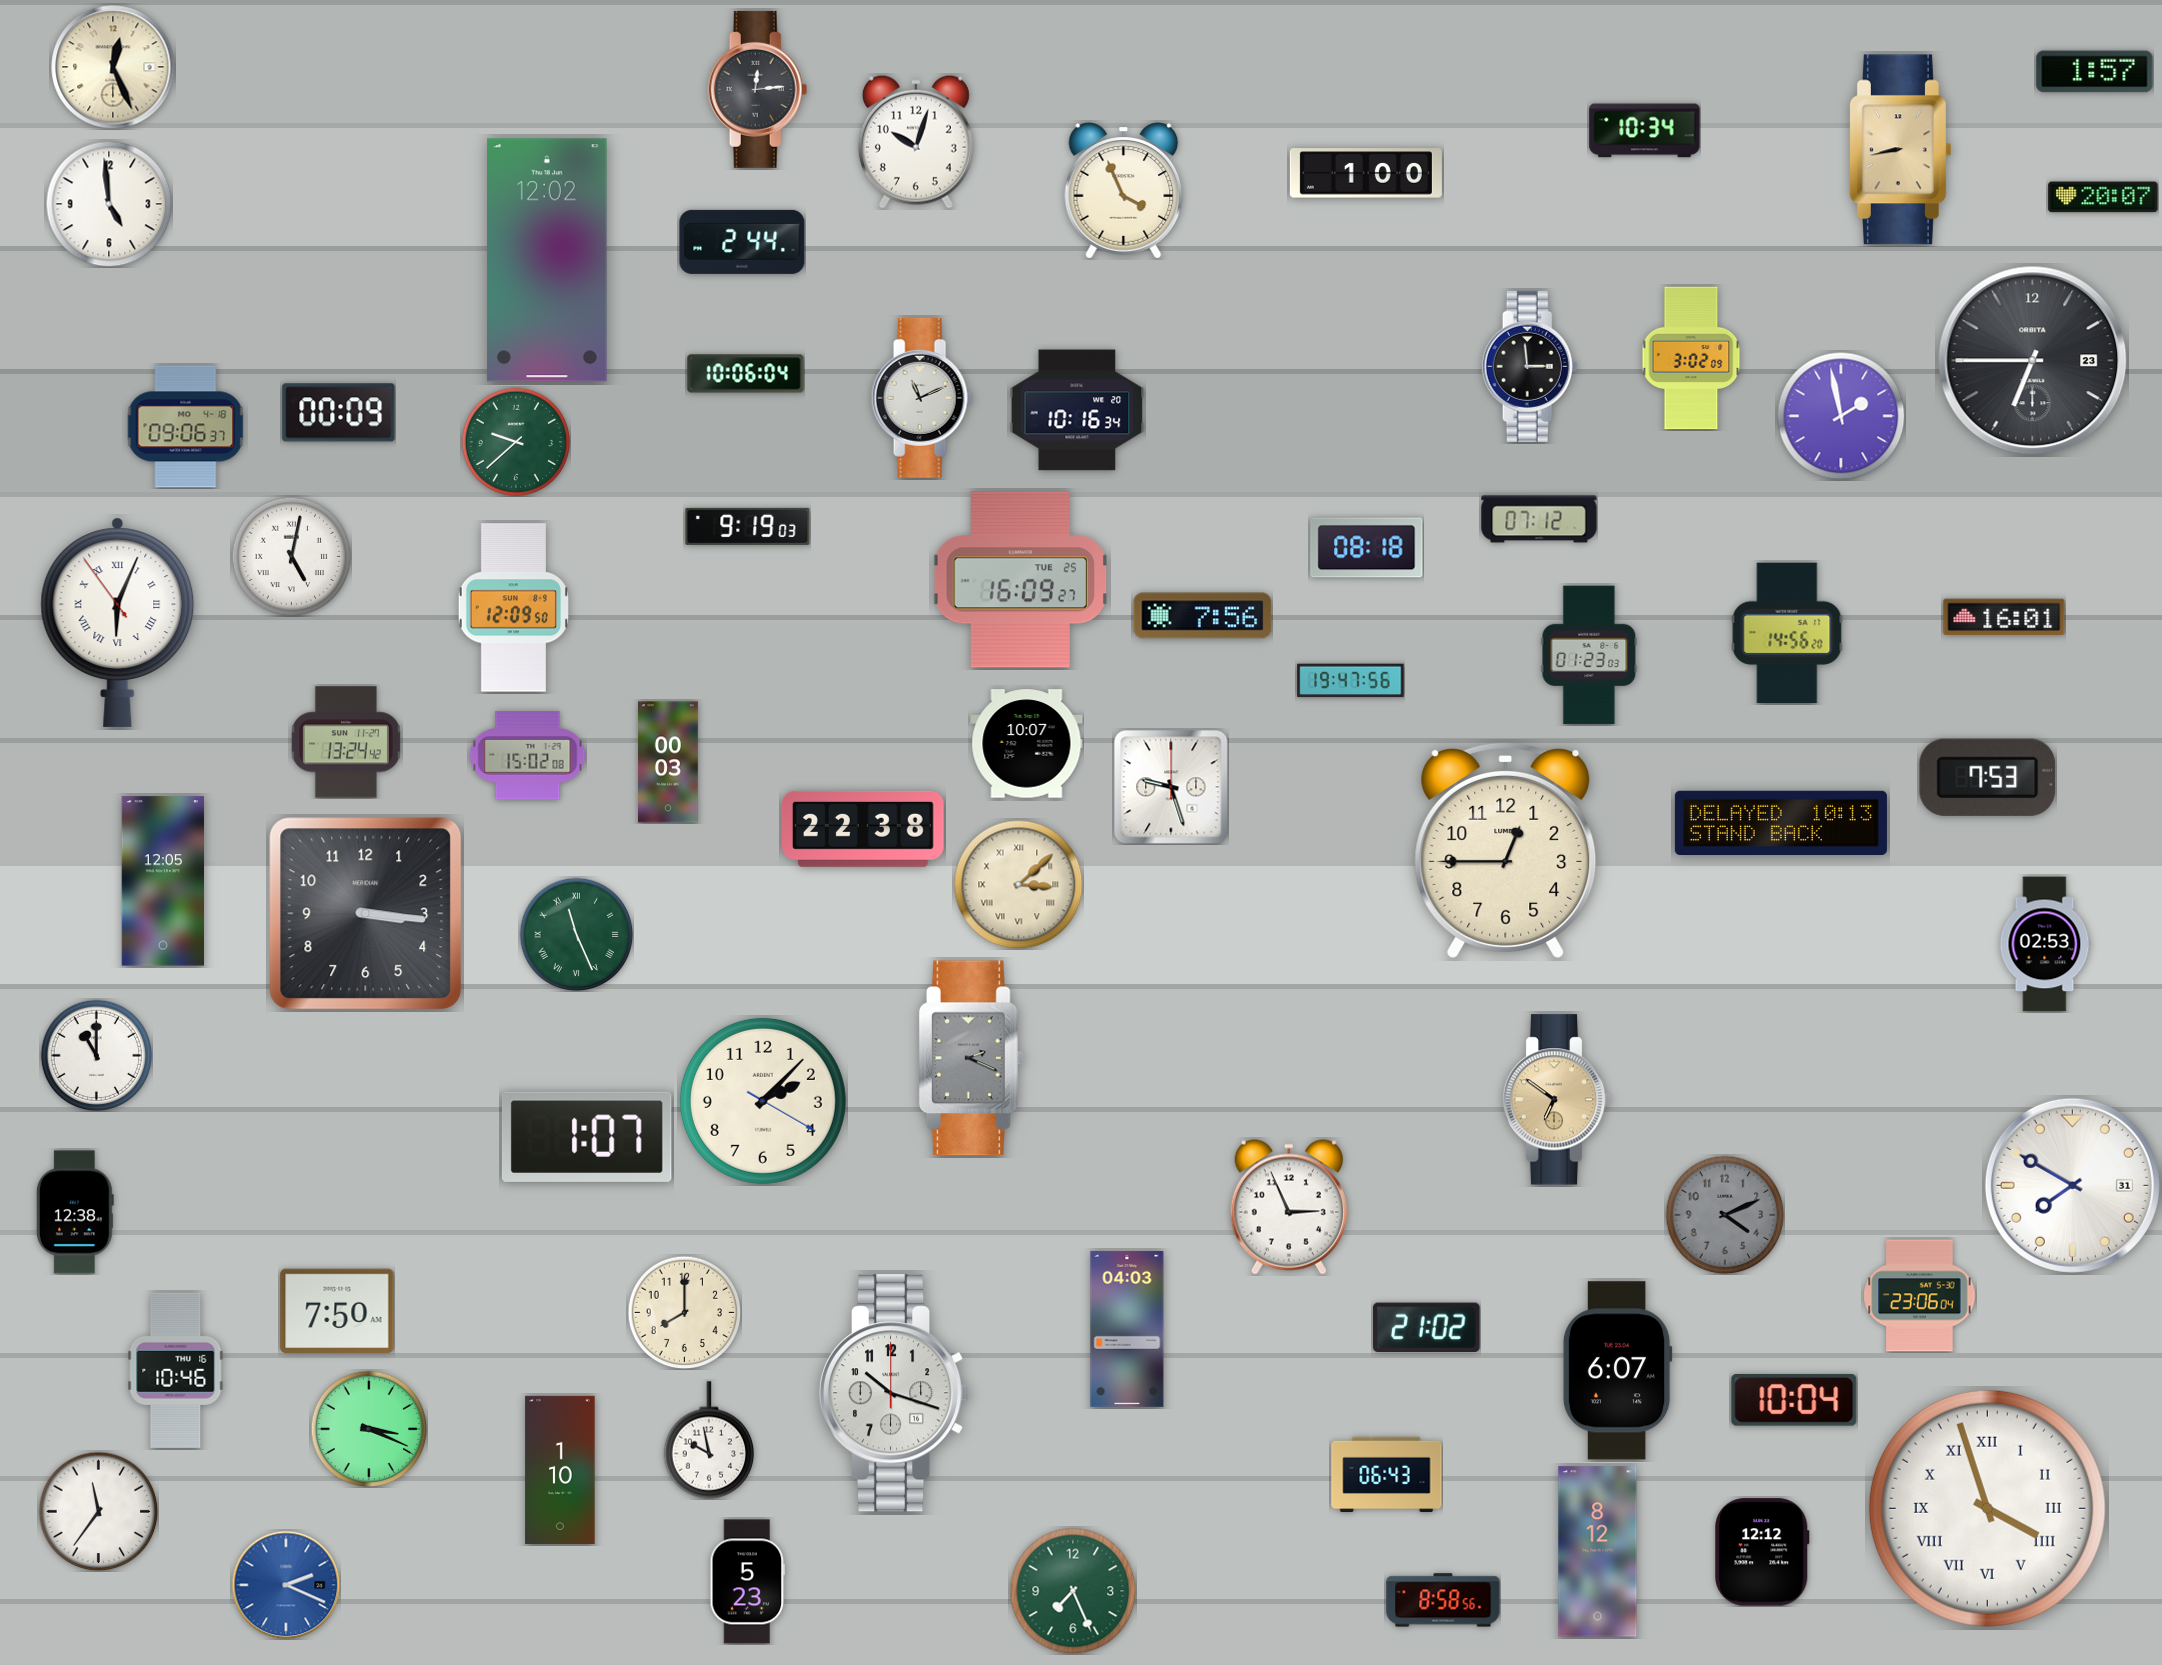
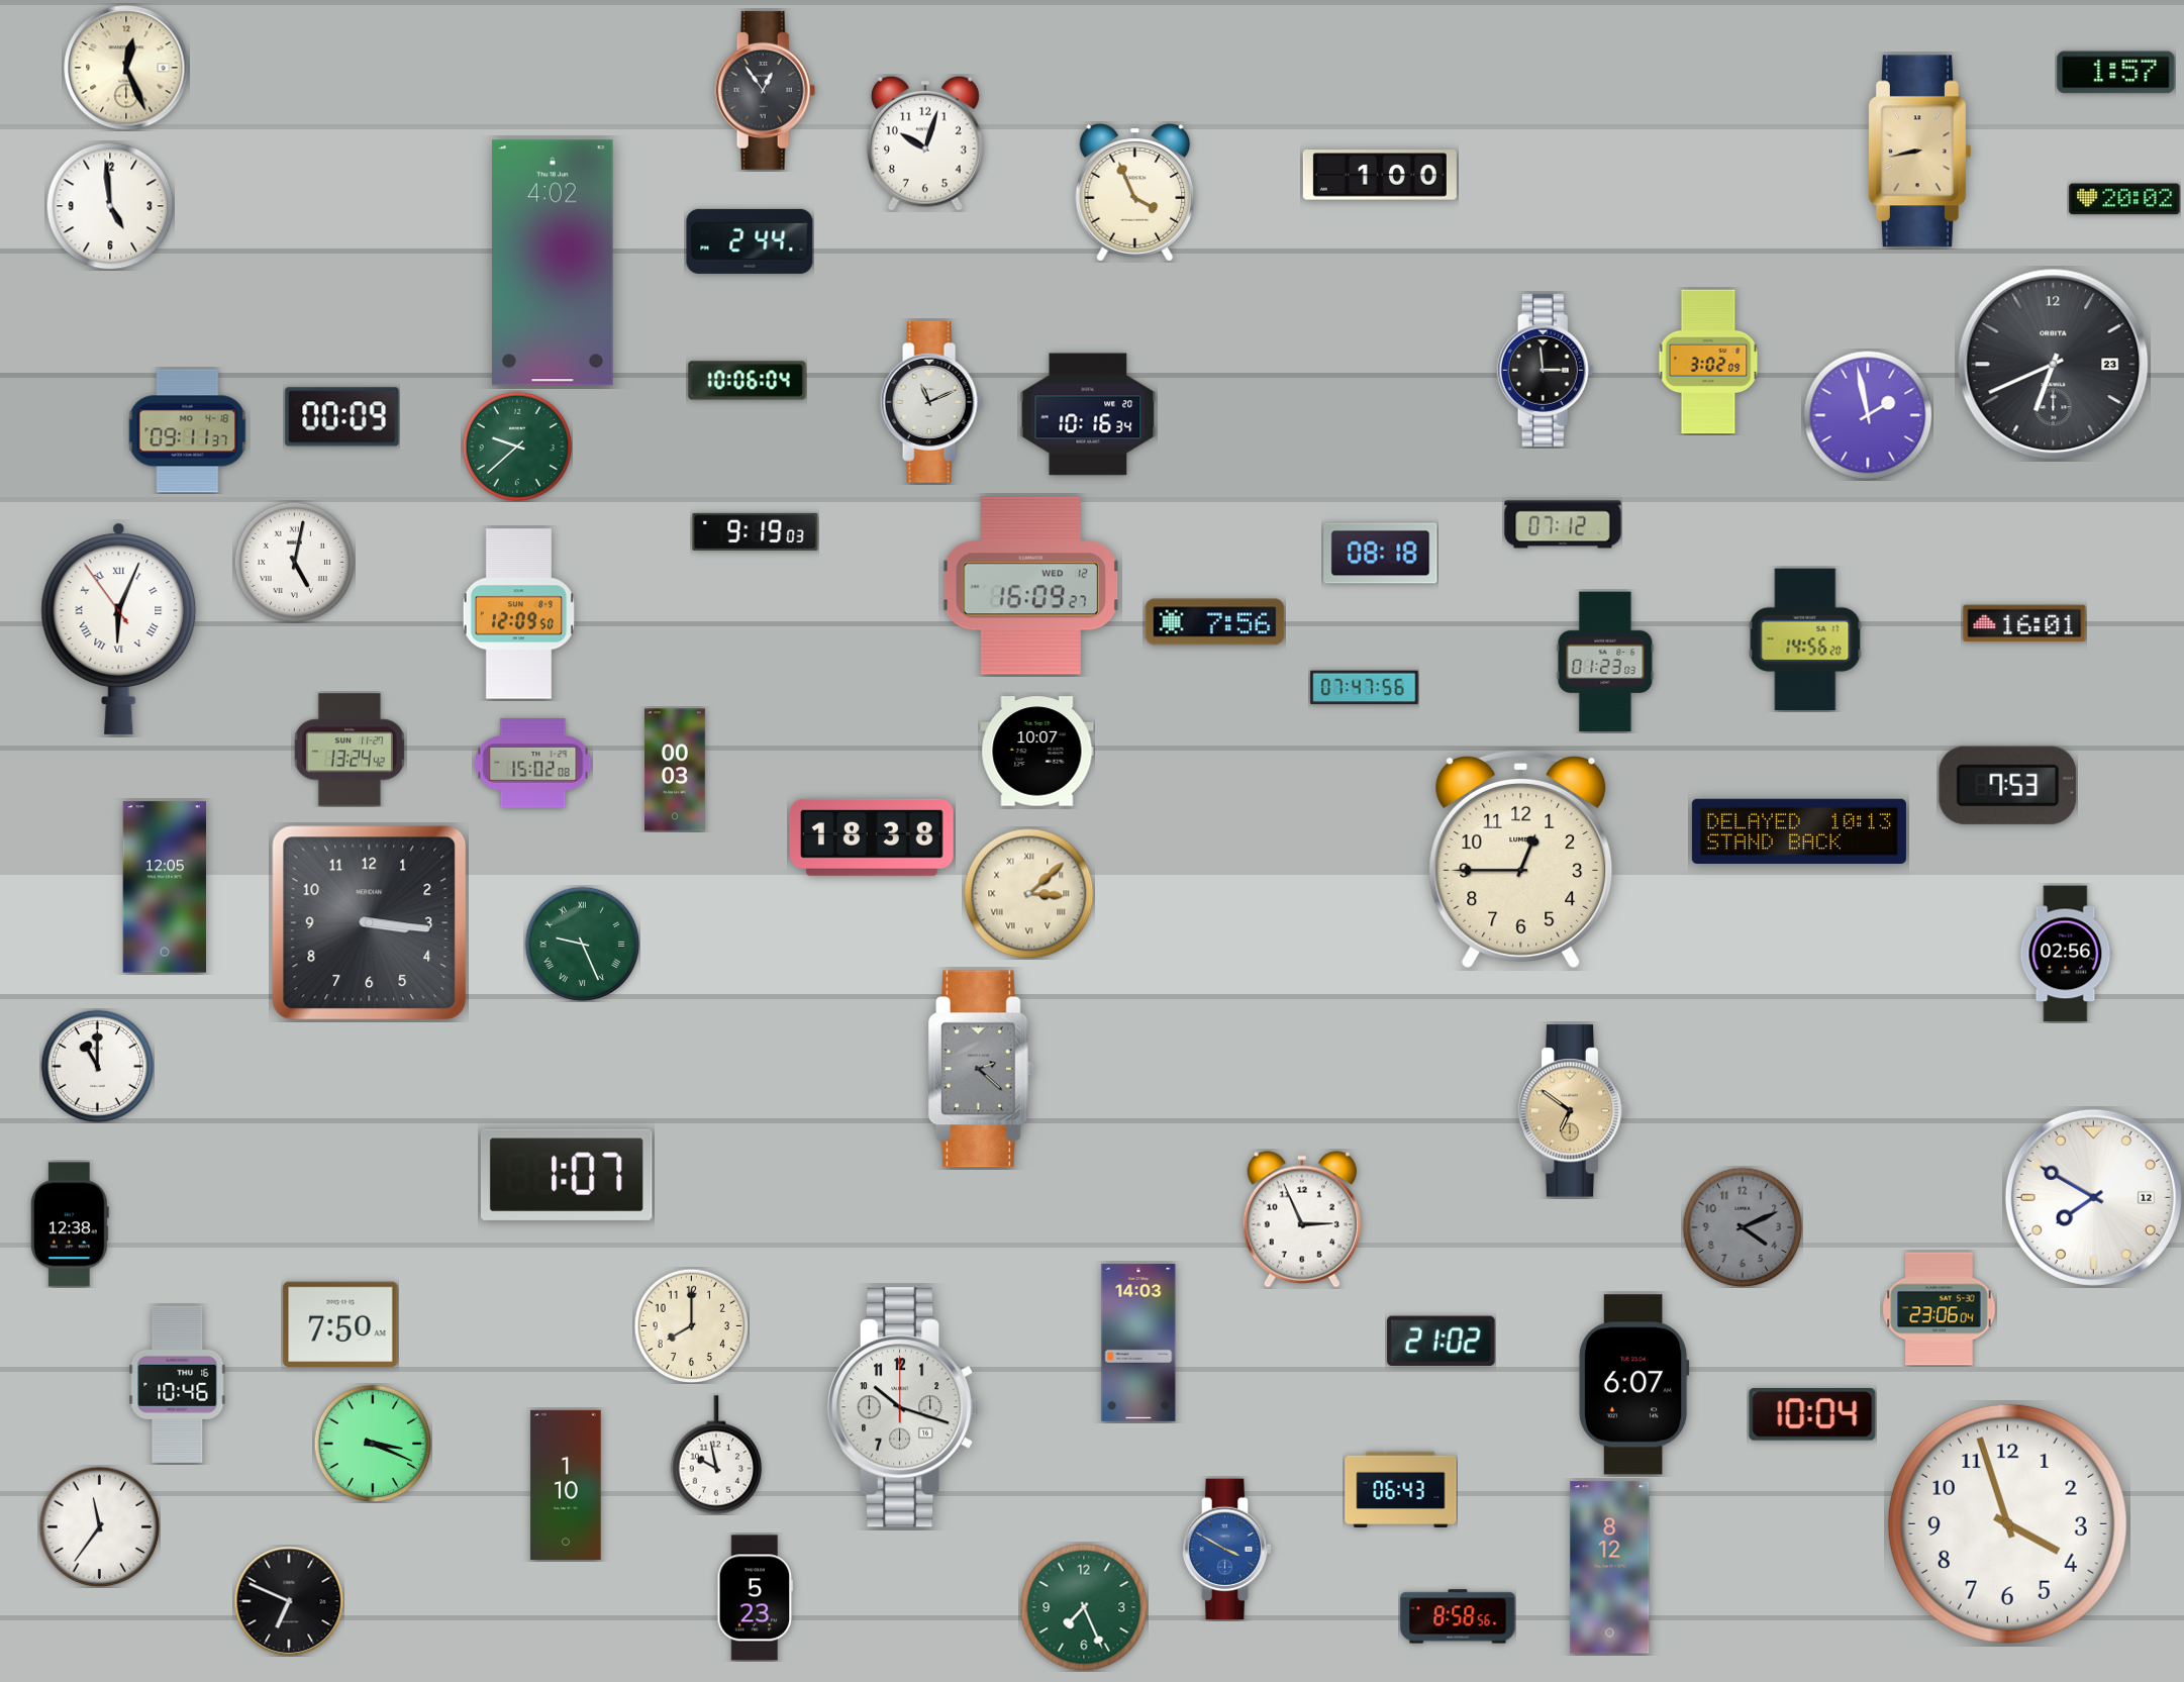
clock at (113, 67) position: (113, 67) -> (126, 68)
clock at (758, 89): 12:14 -> 12:54
clock at (1645, 131): 10:34 -> none
clock at (2103, 197): 20:07 -> 20:02
clock at (742, 242) position: (742, 242) -> (750, 241)
clock at (547, 260): 12:02 -> 4:02
clock at (2033, 361): 6:45 -> 6:41
clock at (746, 374) position: (746, 374) -> (748, 381)
clock at (1841, 416) position: (1841, 416) -> (1868, 415)
clock at (186, 427): 09:06 -> 09:11
clock at (516, 442) position: (516, 442) -> (517, 447)
clock at (1539, 519) position: (1539, 519) -> (1563, 524)
clock at (1020, 580) date: TUE 25 -> WED 12
clock at (1351, 681): 19:47 -> 07:47
clock at (1171, 787): 9:27 -> none
clock at (863, 829): 22:38 -> 18:38
clock at (162, 881) position: (162, 881) -> (164, 887)
clock at (576, 934): 11:26 -> 9:26
clock at (2045, 944): 02:53 -> 02:56
clock at (970, 1058): 2:19 -> 2:22
clock at (763, 1101): 2:07 -> none
clock at (587, 1137) position: (587, 1137) -> (567, 1175)
clock at (2072, 1185) date: 31 -> 12
clock at (75, 1212) position: (75, 1212) -> (70, 1224)
clock at (1127, 1329): 04:03 -> 14:03
clock at (1987, 1508) numerals: Roman -> Arabic
clock at (1227, 1550): none -> 3:50
clock at (1598, 1552) position: (1598, 1552) -> (1610, 1568)
clock at (1762, 1552): 12:12 -> none
clock at (286, 1585): 2:19 -> 6:49
clock at (286, 1585) dial: blue -> black
